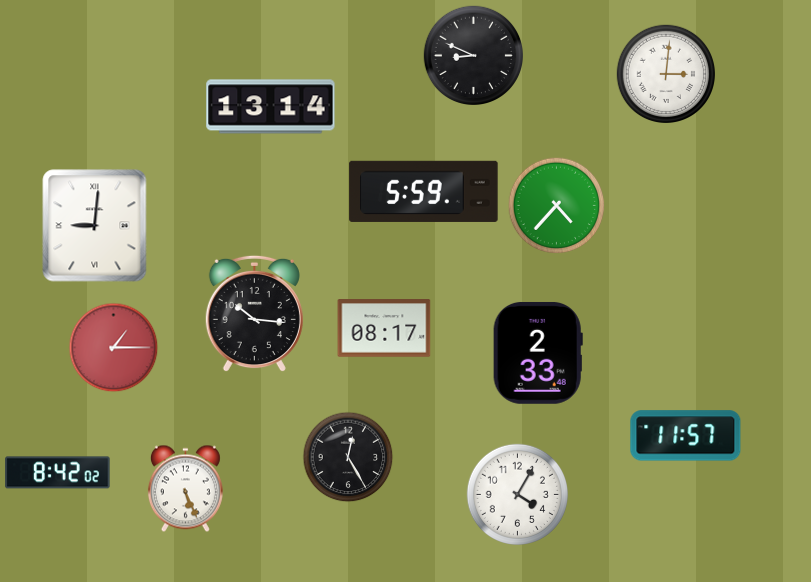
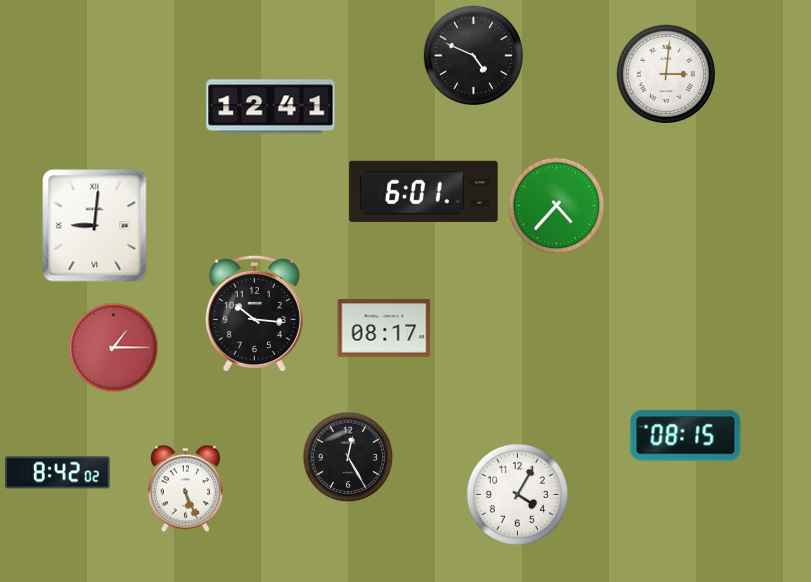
clock at (473, 55): 8:49 -> 4:49
clock at (271, 107): 13:14 -> 12:41
clock at (424, 191): 5:59 -> 6:01
clock at (538, 353): 2:33 -> none
clock at (686, 436): 11:57 -> 08:15
